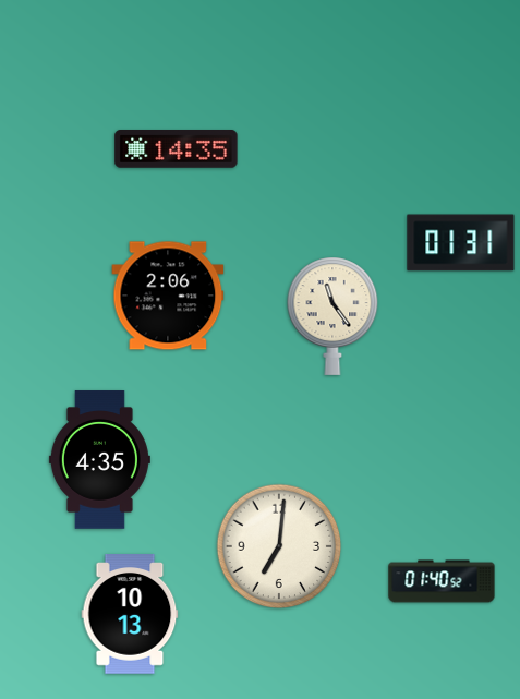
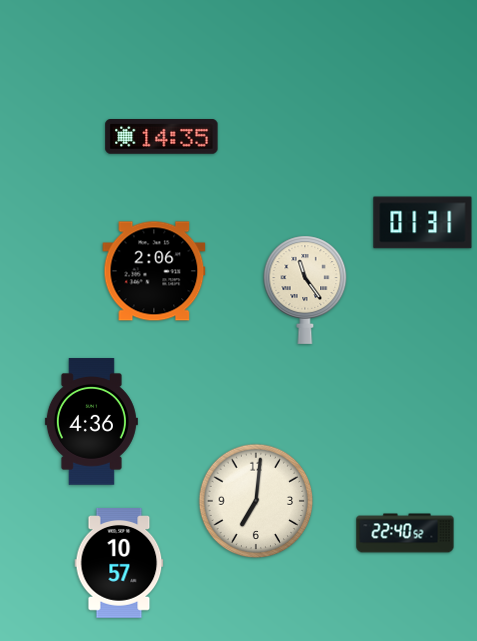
clock at (99, 460): 4:35 -> 4:36
clock at (442, 581): 01:40 -> 22:40
clock at (130, 615): 10:13 -> 10:57
